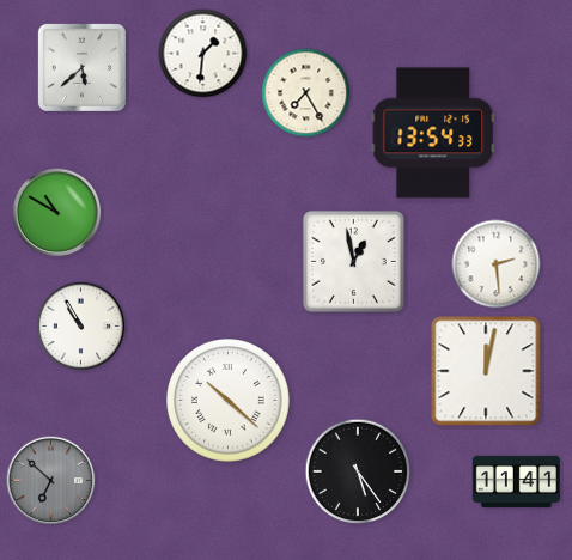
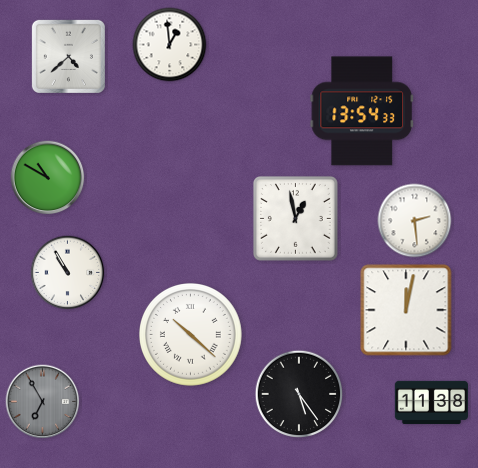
clock at (203, 54): 1:31 -> 12:59
clock at (81, 67): 5:38 -> 4:38
clock at (306, 93): 7:25 -> none
clock at (51, 481): 6:52 -> 6:55
clock at (516, 481): 11:41 -> 11:38
